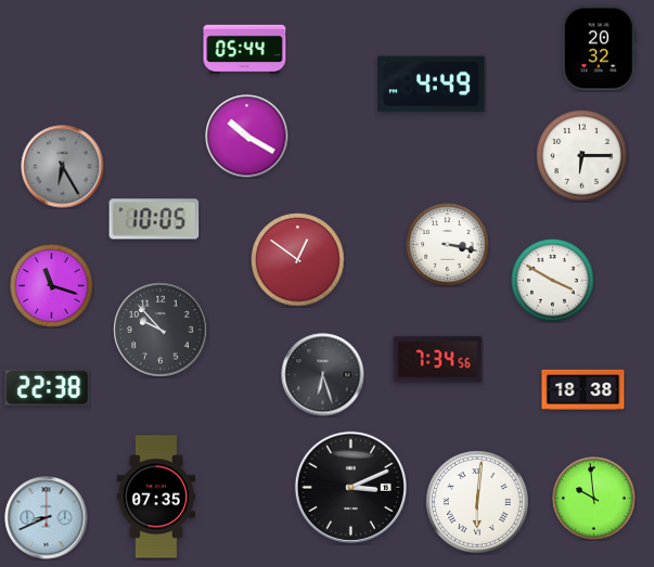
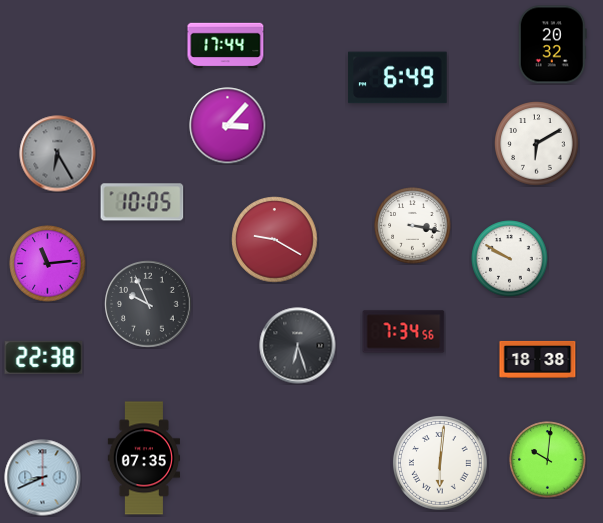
clock at (245, 50): 05:44 -> 17:44
clock at (432, 85): 4:49 -> 6:49
clock at (247, 137): 10:20 -> 3:07
clock at (582, 156): 6:15 -> 6:10
clock at (298, 260): 12:51 -> 9:20
clock at (553, 281): 3:50 -> 9:50
clock at (52, 286): 11:18 -> 11:14
clock at (161, 330): 9:53 -> 9:56
clock at (350, 487): 3:11 -> none
clock at (594, 499): 9:59 -> 10:01
